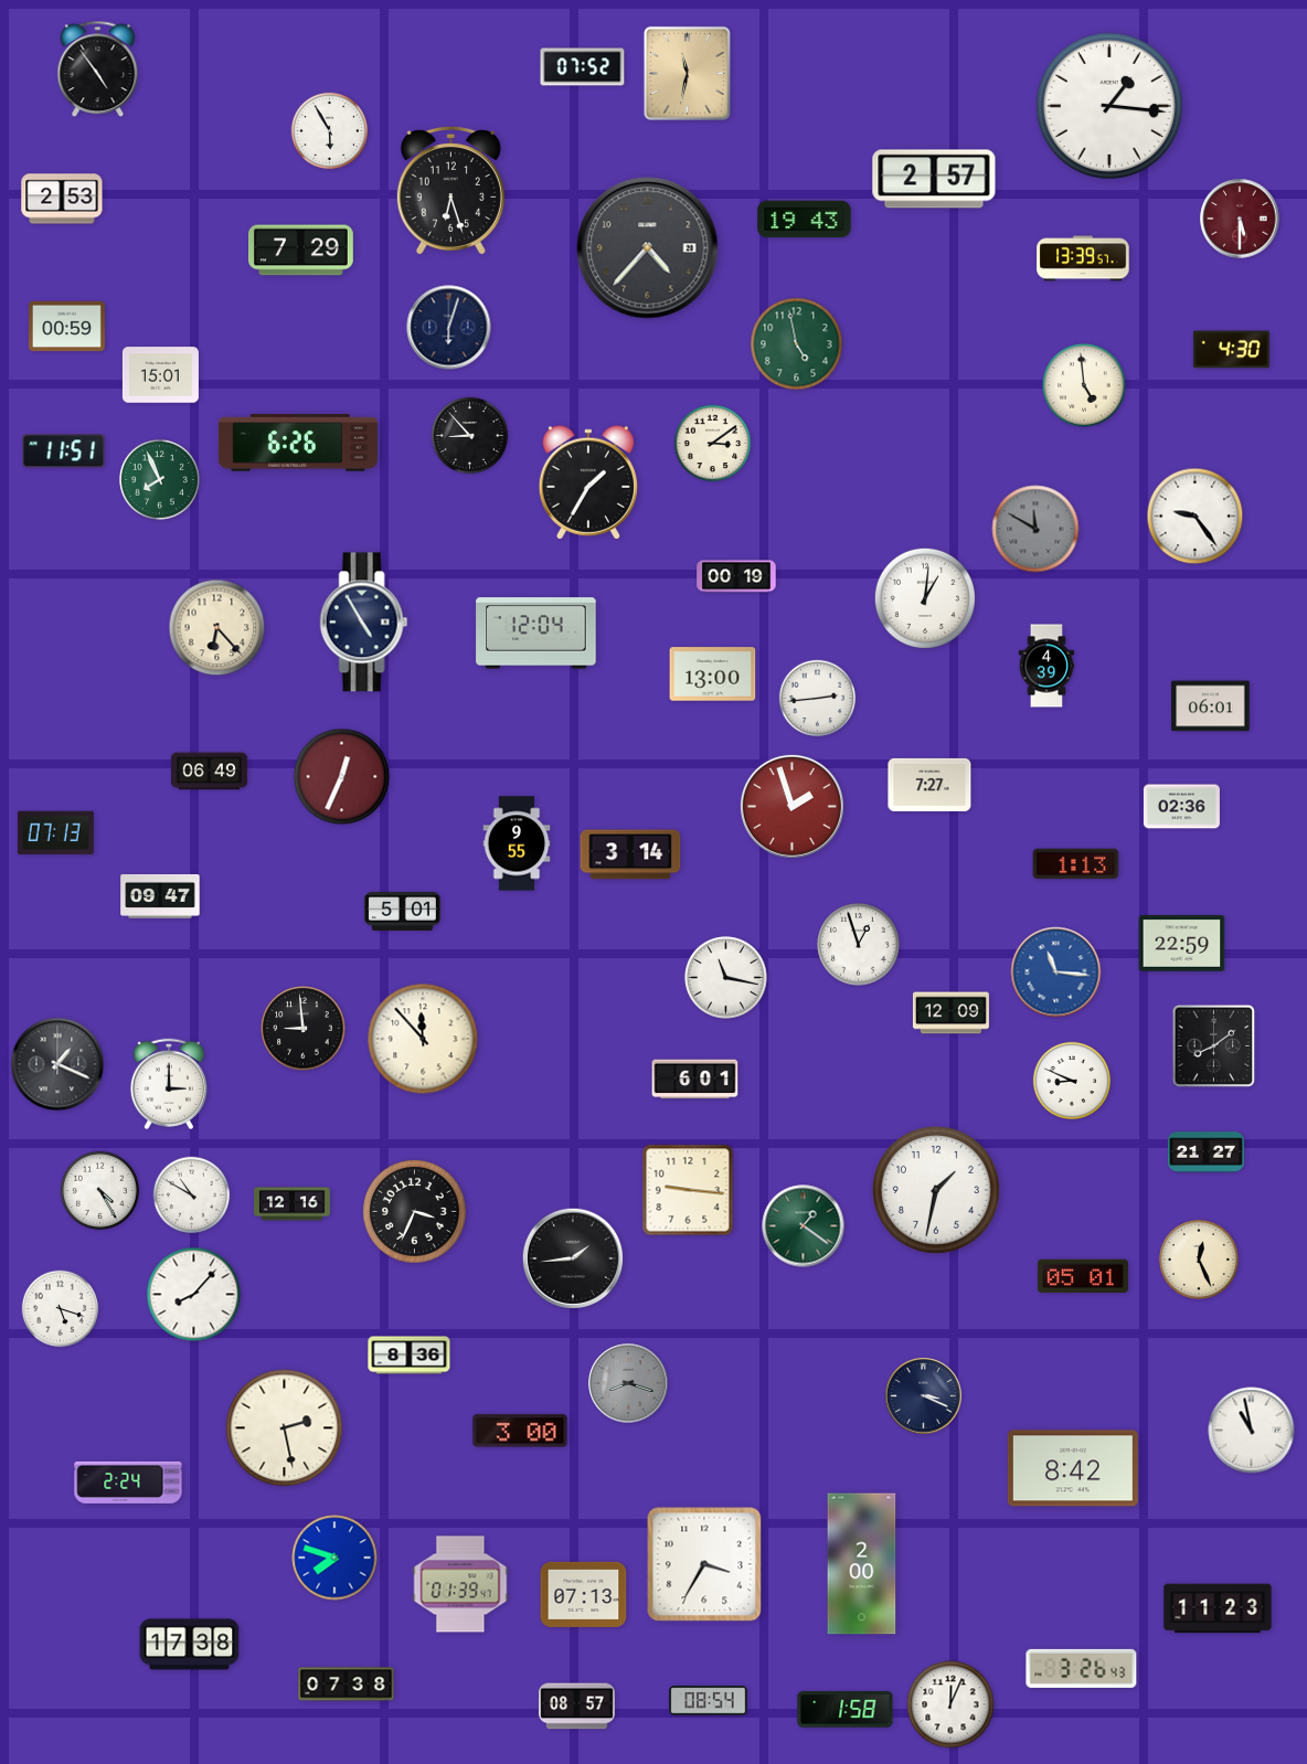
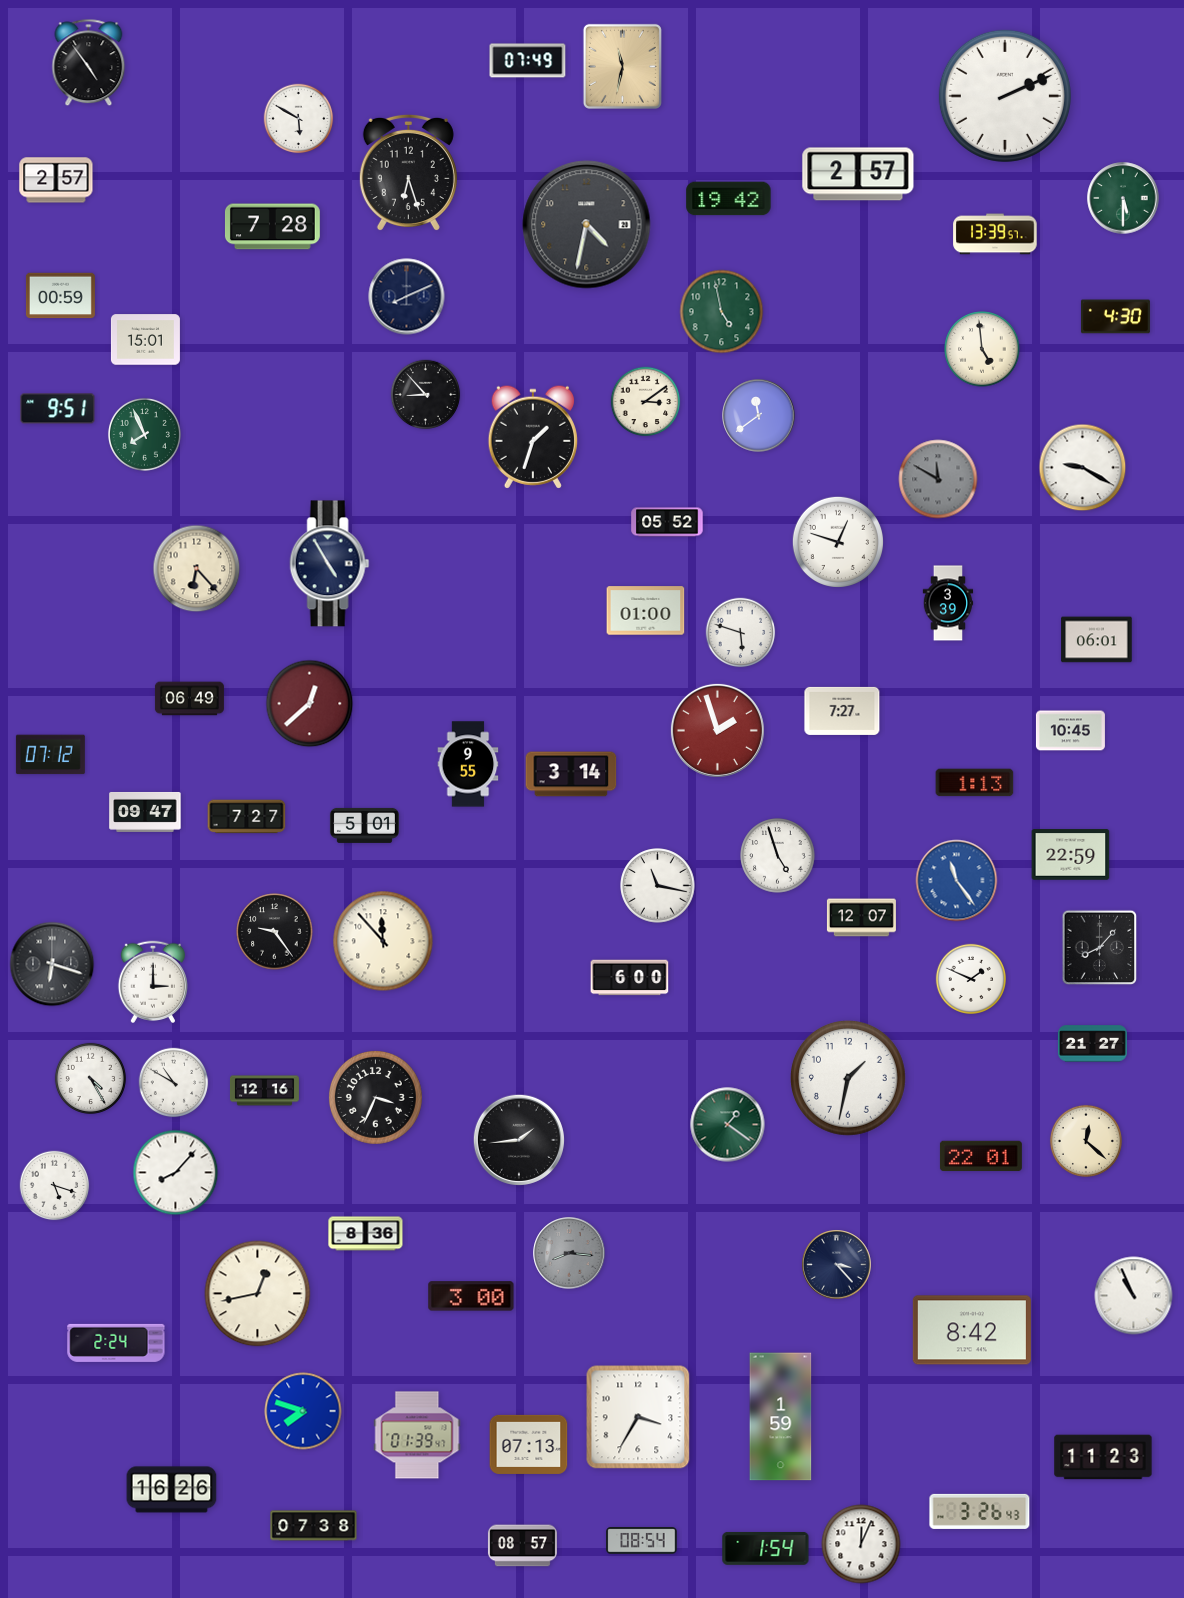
clock at (583, 67): 07:52 -> 07:49
clock at (1109, 106): 1:16 -> 2:11
clock at (330, 131): 5:55 -> 5:50
clock at (934, 179) position: (934, 179) -> (858, 174)
clock at (62, 199): 2:53 -> 2:57
clock at (1240, 219) dial: burgundy -> green
clock at (805, 220): 19:43 -> 19:42
clock at (648, 248): 4:37 -> 4:32
clock at (301, 251): 7:29 -> 7:28
clock at (1083, 258) position: (1083, 258) -> (995, 234)
clock at (449, 328): 6:03 -> 8:11
clock at (298, 443): 6:26 -> none
clock at (64, 451): 11:51 -> 9:51
clock at (759, 416): none -> 11:39
clock at (588, 482): 1:35 -> 1:33
clock at (1196, 517): 9:24 -> 9:20
clock at (736, 576): 00:19 -> 05:52
clock at (925, 598): 1:01 -> 12:48
clock at (536, 634): 12:04 -> none
clock at (1046, 666): 4:39 -> 3:39
clock at (713, 674): 13:00 -> 01:00
clock at (818, 699): 2:44 -> 5:48
clock at (342, 777): 12:34 -> 12:38
clock at (1181, 807): 02:36 -> 10:45
clock at (55, 833): 07:13 -> 07:12
clock at (247, 817): none -> 7:27
clock at (859, 945): 12:57 -> 4:57
clock at (1056, 973): 11:16 -> 11:24
clock at (950, 1013): 12:09 -> 12:07
clock at (304, 1029): 8:59 -> 9:24
clock at (1214, 1046): 8:09 -> 8:07
clock at (57, 1064): 1:19 -> 6:18
clock at (695, 1080): 6:01 -> 6:00
clock at (1071, 1080): 8:49 -> 1:49
clock at (688, 1190): 9:16 -> none
clock at (804, 1226) position: (804, 1226) -> (728, 1125)
clock at (1199, 1260): 12:26 -> 12:22
clock at (1083, 1276): 05:01 -> 22:01
clock at (410, 1356) position: (410, 1356) -> (366, 1234)
clock at (628, 1383): 8:18 -> 8:16
clock at (924, 1396): 3:19 -> 3:23
clock at (285, 1428): 2:28 -> 12:43
clock at (1252, 1431): 10:58 -> 10:56
clock at (862, 1564): 2:00 -> 1:59
clock at (190, 1645): 17:38 -> 16:26
clock at (846, 1710): 1:58 -> 1:54
